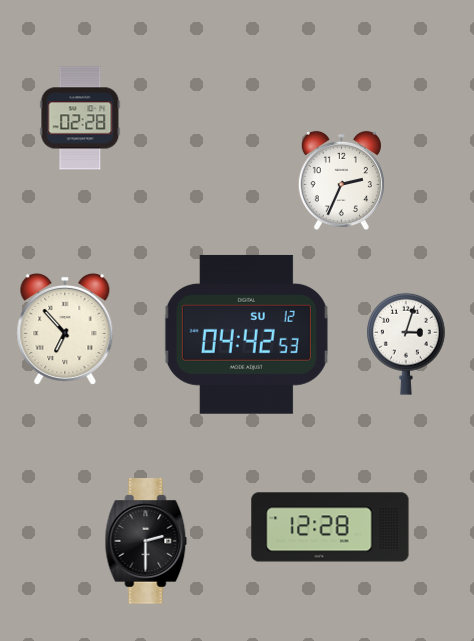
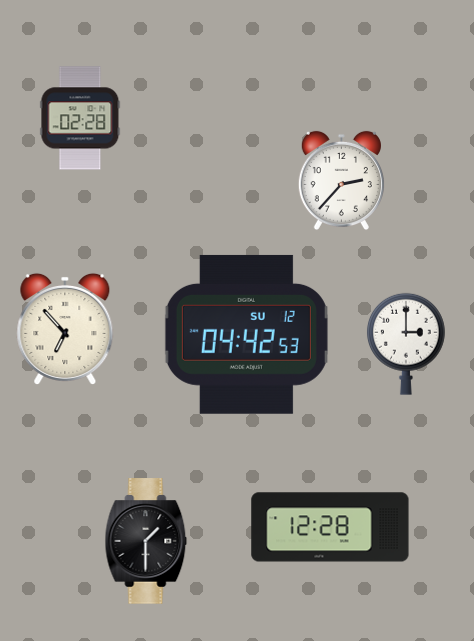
clock at (341, 181): 2:34 -> 2:37
clock at (406, 344): 3:03 -> 3:00
clock at (146, 541): 2:30 -> 1:30
